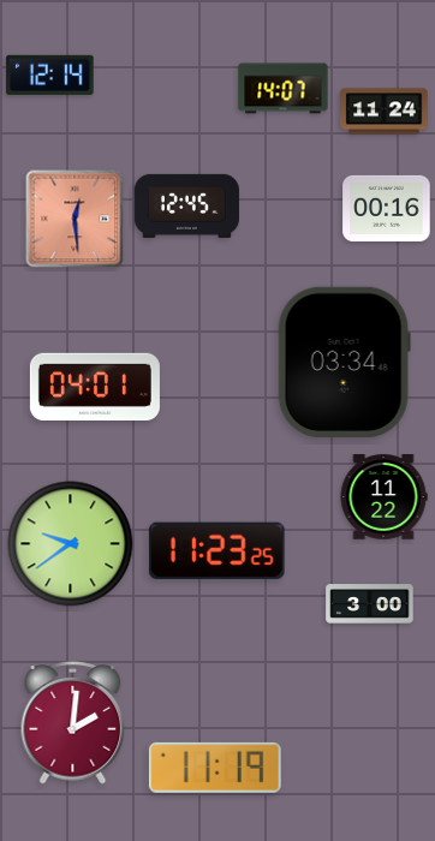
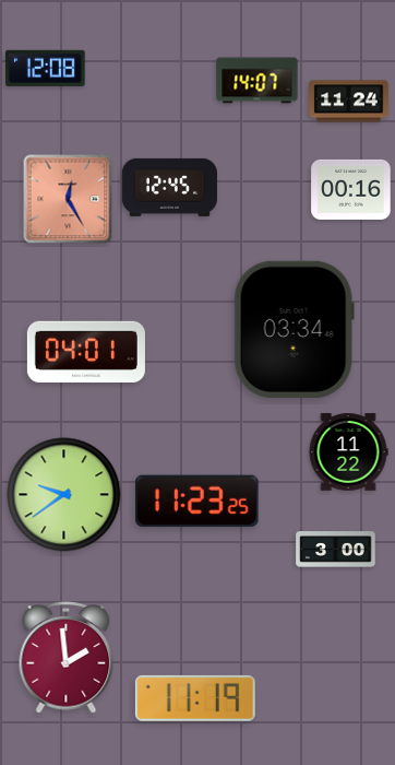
clock at (50, 74): 12:14 -> 12:08
clock at (75, 219): 12:29 -> 12:25
clock at (344, 362) position: (344, 362) -> (294, 329)
clock at (73, 723): 2:01 -> 1:59
